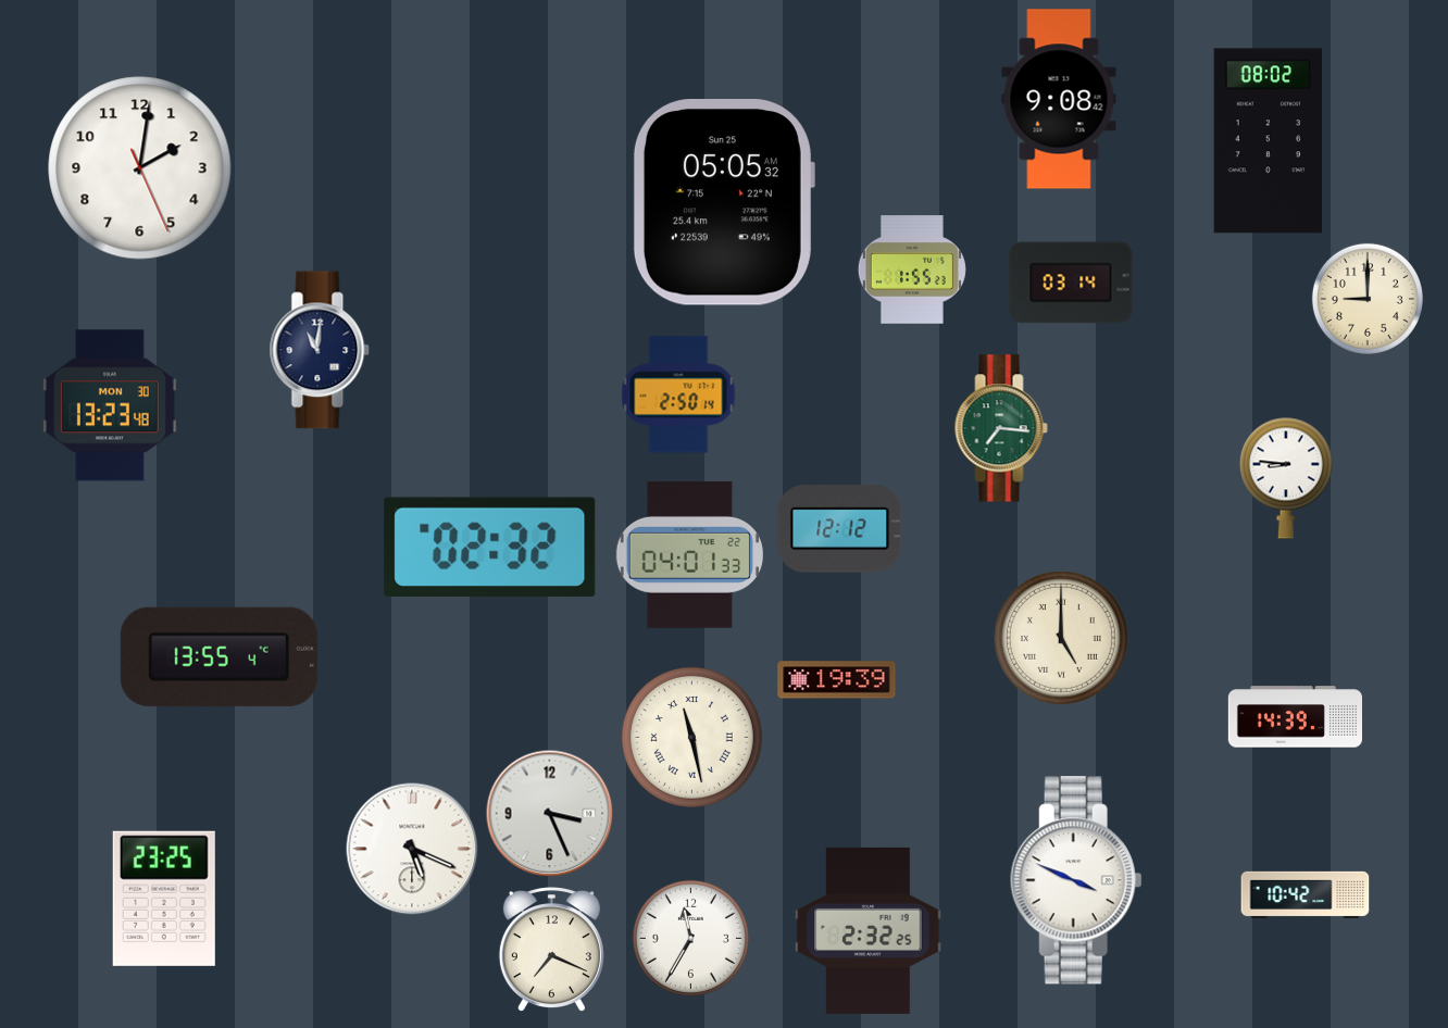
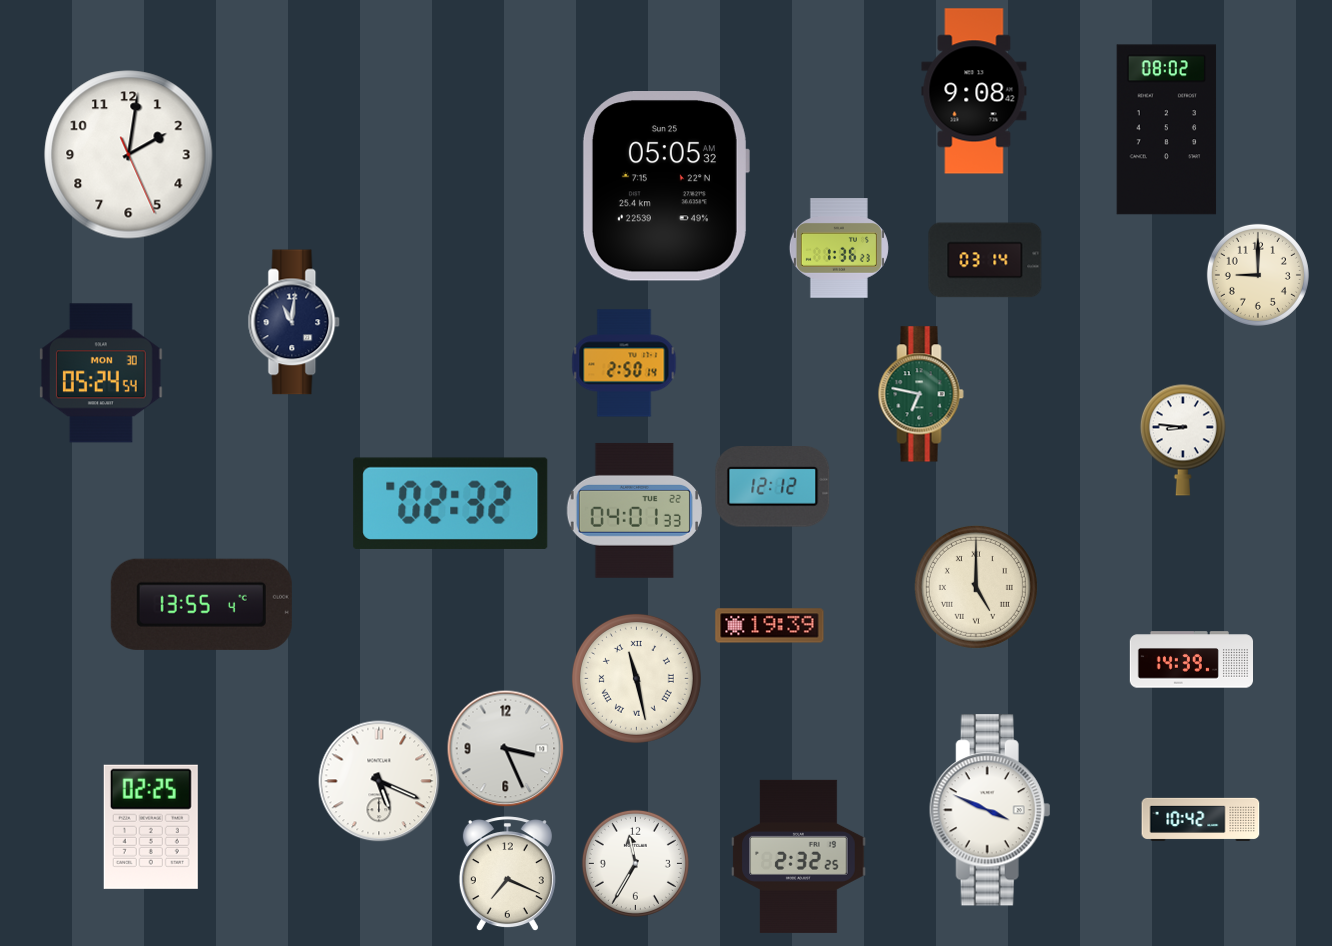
clock at (912, 269): 1:55 -> 1:36
clock at (110, 405): 13:23 -> 05:24
clock at (1001, 428): 7:16 -> 6:47
clock at (1306, 894) position: (1306, 894) -> (1201, 819)
clock at (164, 899): 23:25 -> 02:25
